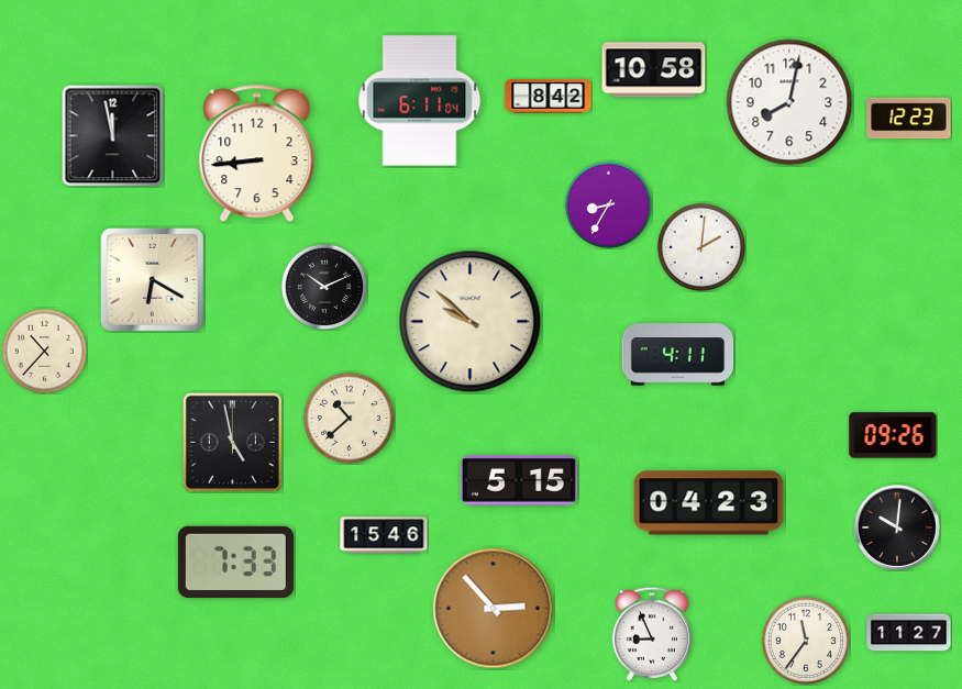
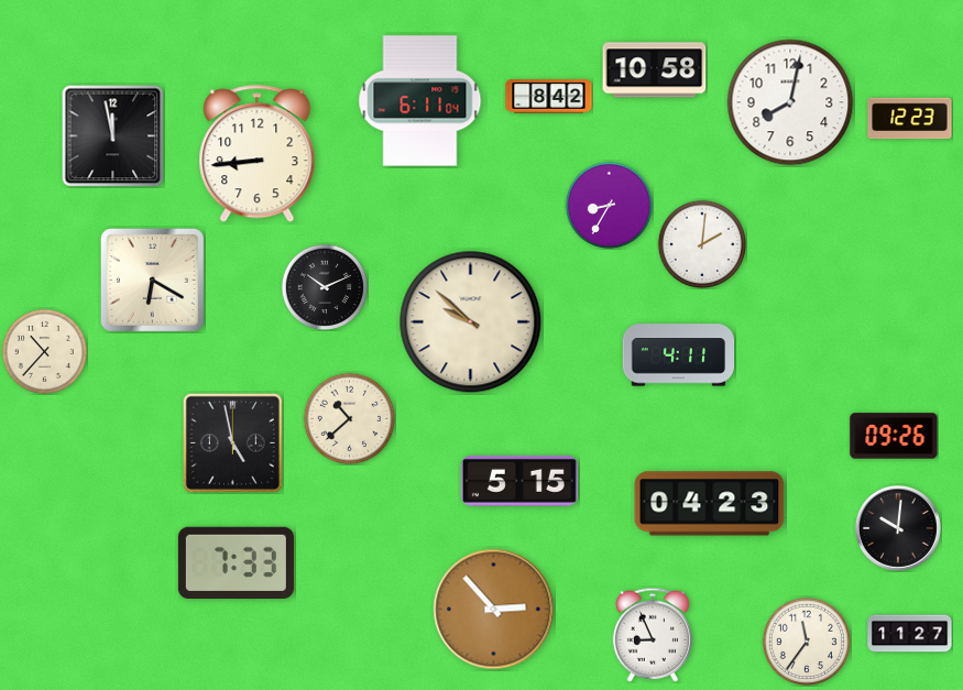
clock at (701, 247) position: (701, 247) -> (702, 244)
clock at (384, 535): 15:46 -> none
